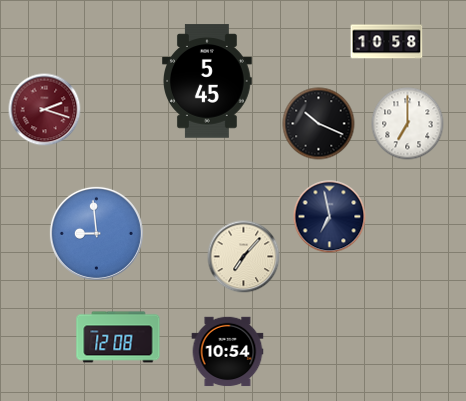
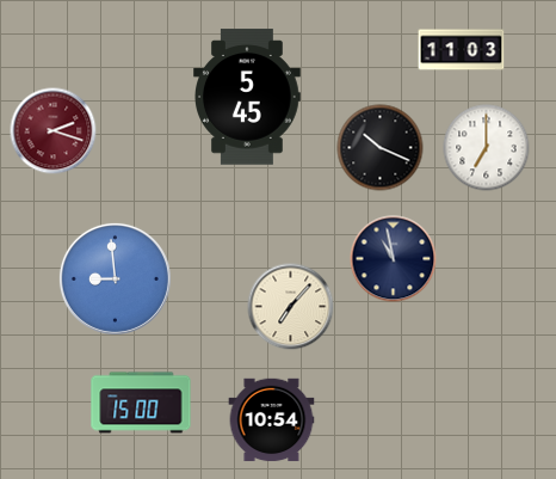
clock at (387, 42): 10:58 -> 11:03
clock at (330, 217): 6:58 -> 10:58
clock at (118, 337): 12:08 -> 15:00
